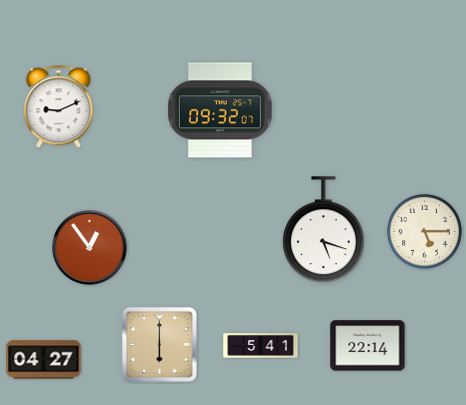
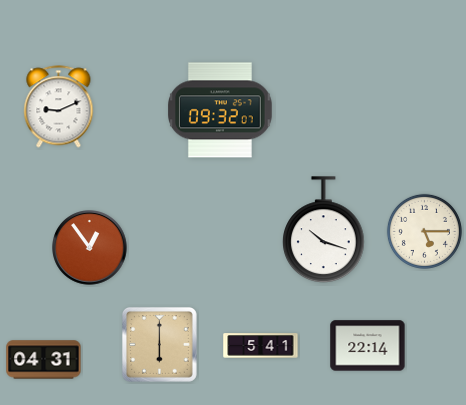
clock at (324, 230): 5:18 -> 10:18
clock at (44, 360): 04:27 -> 04:31
